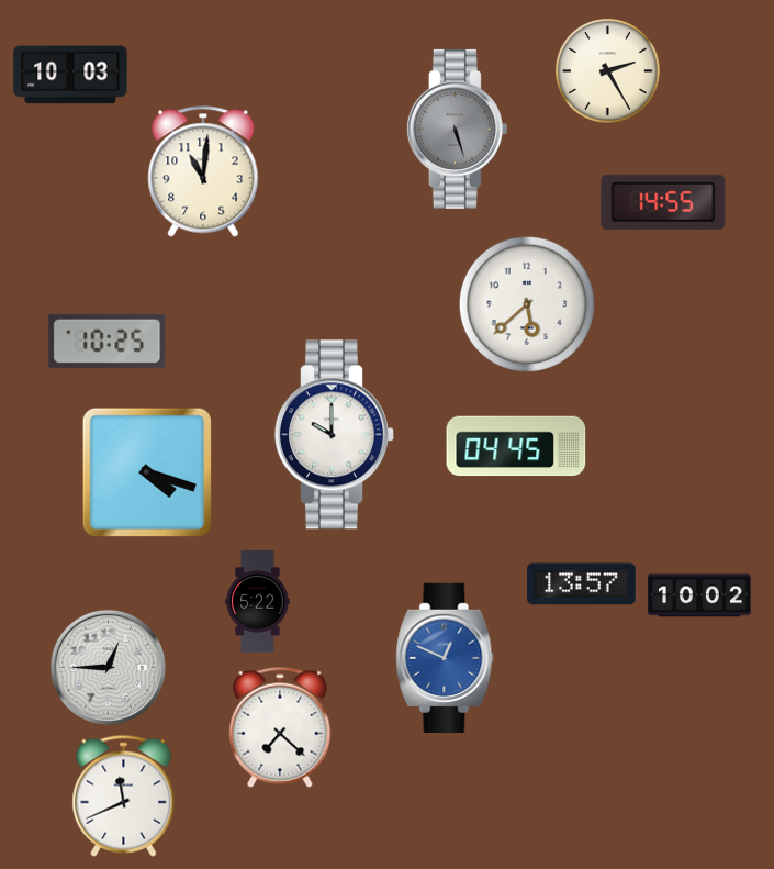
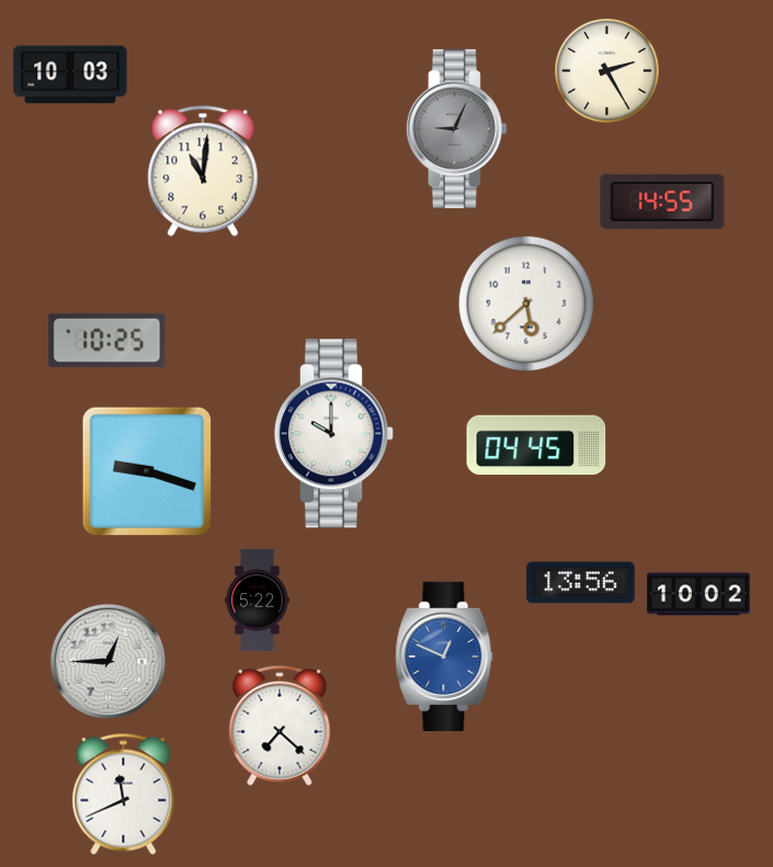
clock at (457, 129): 5:27 -> 9:04
clock at (516, 446) position: (516, 446) -> (536, 445)
clock at (146, 471): 4:18 -> 9:18
clock at (582, 584): 13:57 -> 13:56
clock at (108, 667) position: (108, 667) -> (107, 661)
